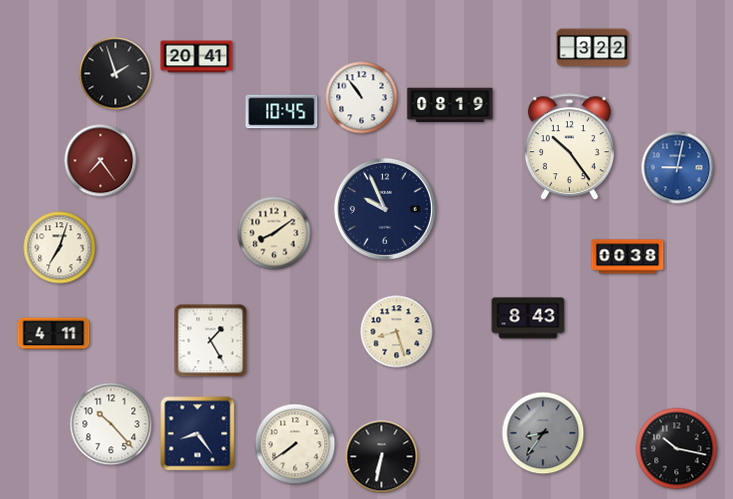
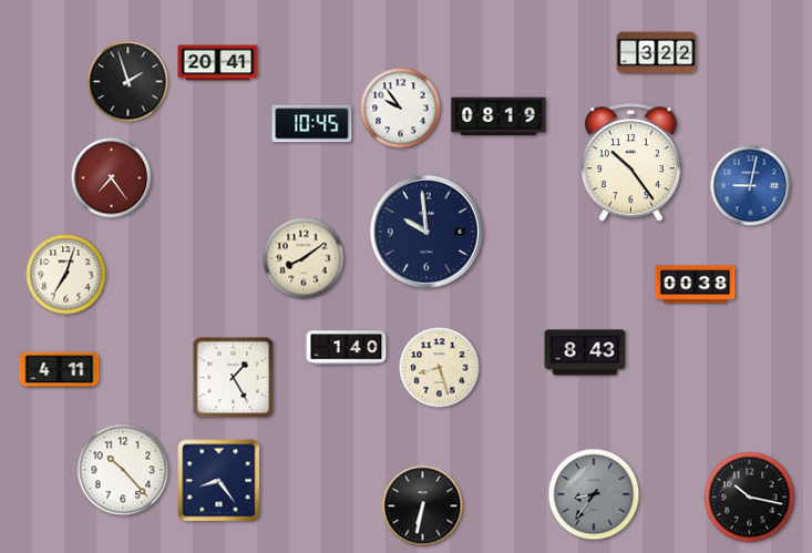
clock at (362, 98): 10:54 -> 9:54
clock at (385, 209): 9:56 -> 9:59
clock at (347, 348): none -> 1:40
clock at (543, 433) position: (543, 433) -> (594, 494)
clock at (295, 444): 7:39 -> none
